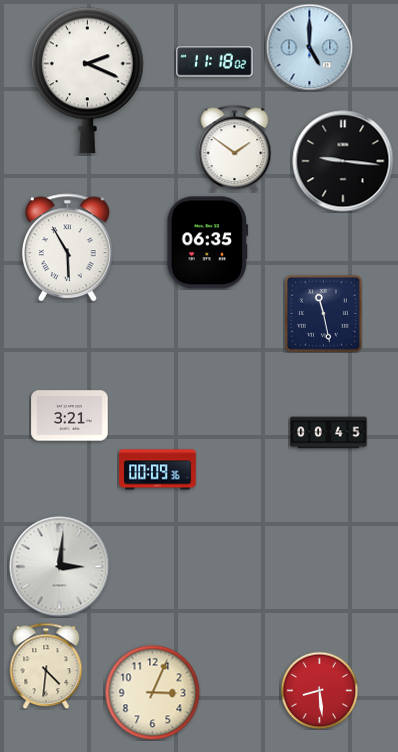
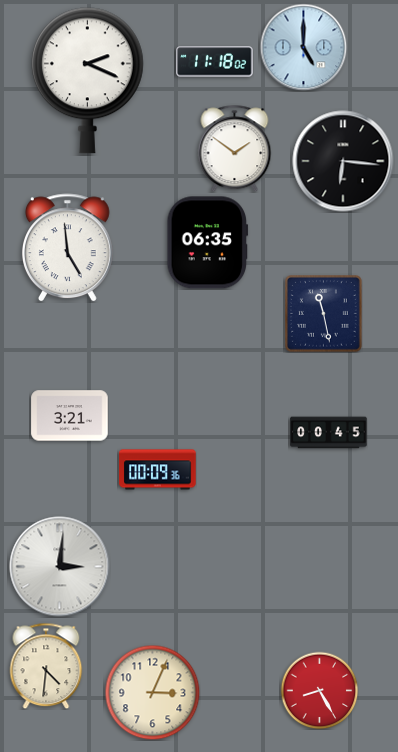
clock at (309, 47) position: (309, 47) -> (303, 47)
clock at (343, 161): 9:16 -> 6:16
clock at (67, 248): 5:55 -> 4:59
clock at (319, 690): 8:29 -> 8:25
